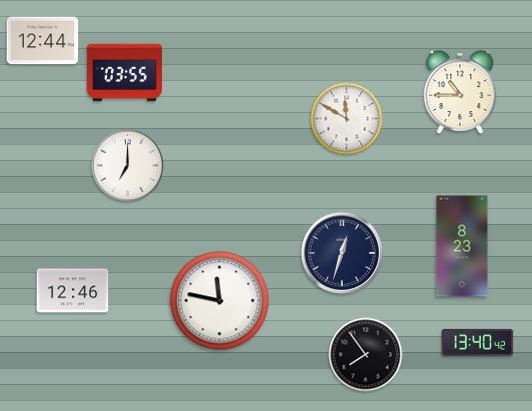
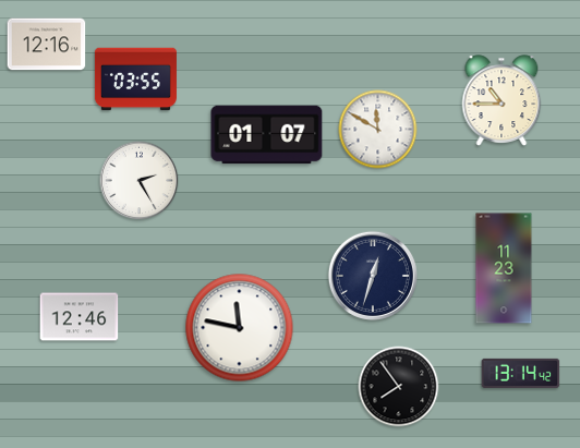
clock at (43, 41): 12:44 -> 12:16
clock at (267, 135): none -> 01:07
clock at (128, 166): 7:00 -> 2:25
clock at (462, 246): 8:23 -> 11:23
clock at (478, 342): 13:40 -> 13:14
